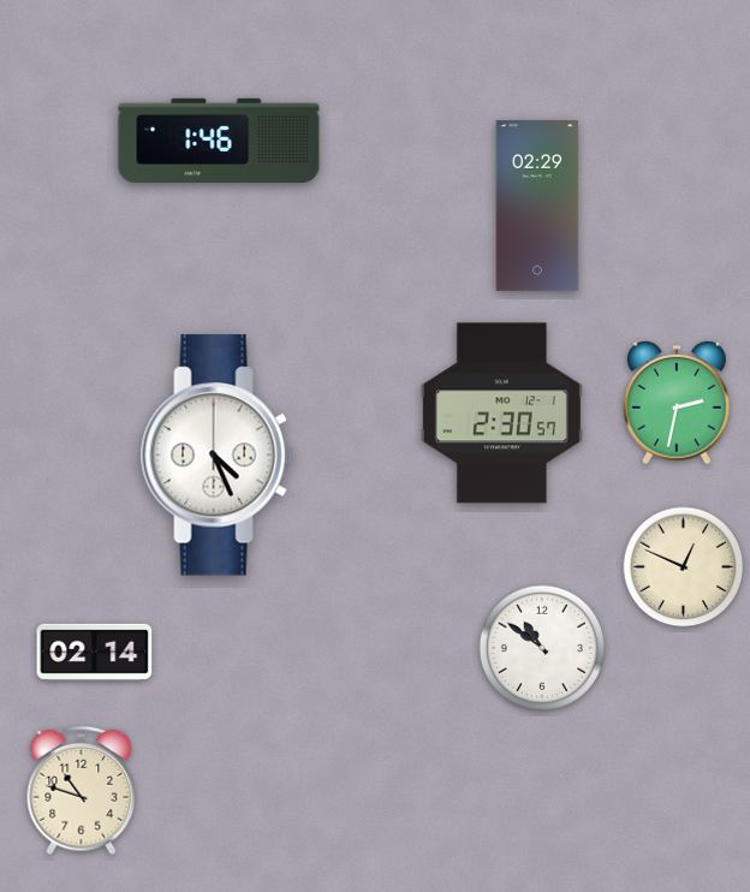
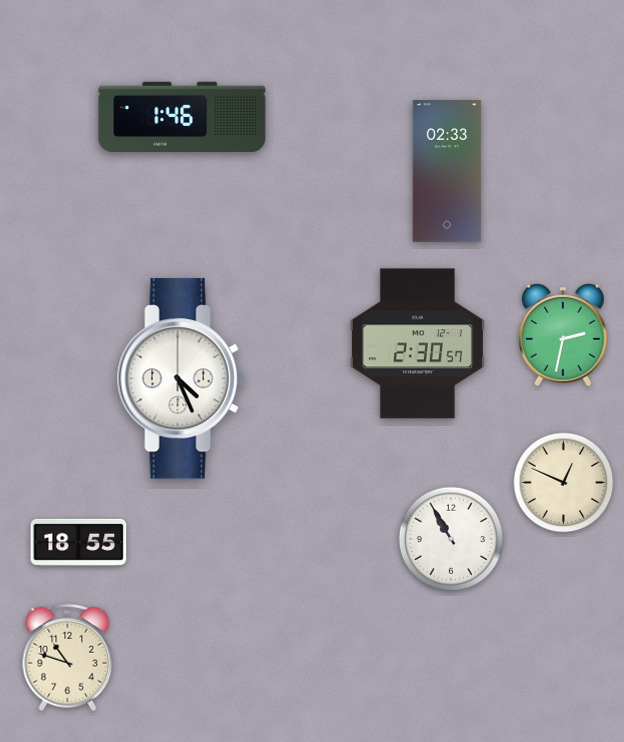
clock at (537, 206): 02:29 -> 02:33
clock at (684, 567) position: (684, 567) -> (564, 483)
clock at (542, 648): 10:51 -> 10:55
clock at (95, 652): 02:14 -> 18:55
